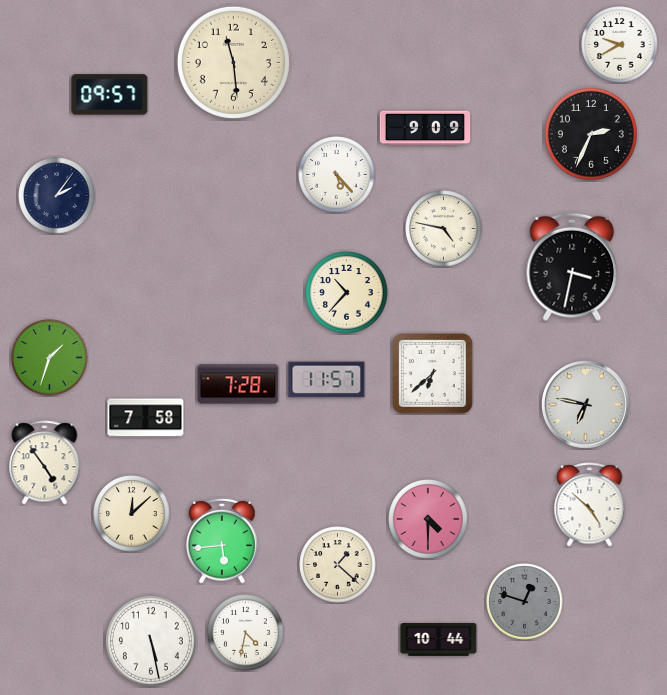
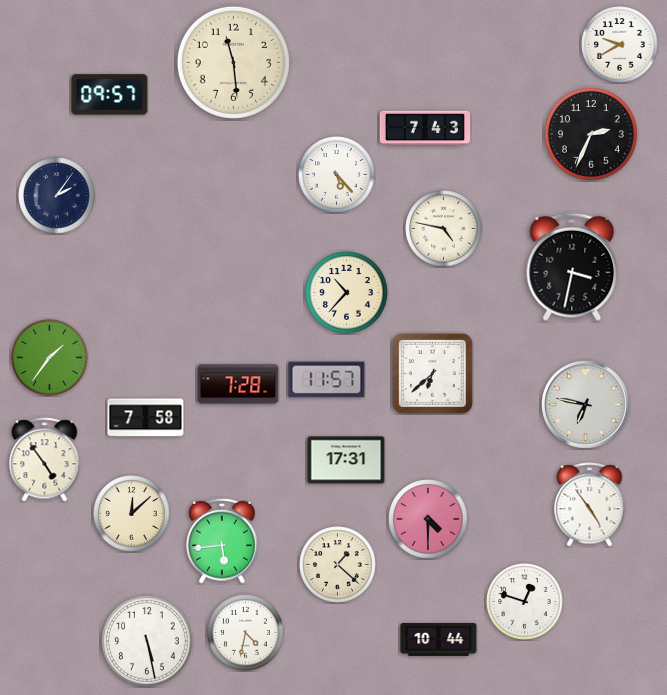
clock at (425, 128): 9:09 -> 7:43
clock at (50, 358): 1:33 -> 1:36
clock at (346, 460): none -> 17:31
clock at (45, 463) position: (45, 463) -> (45, 460)
clock at (590, 505): 4:52 -> 4:54
clock at (525, 602) dial: grey -> white
clock at (151, 641) position: (151, 641) -> (147, 641)
